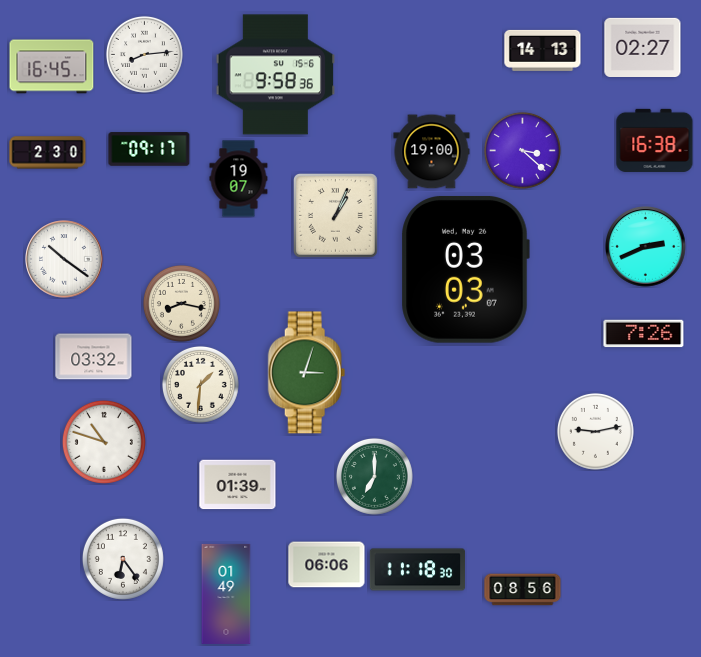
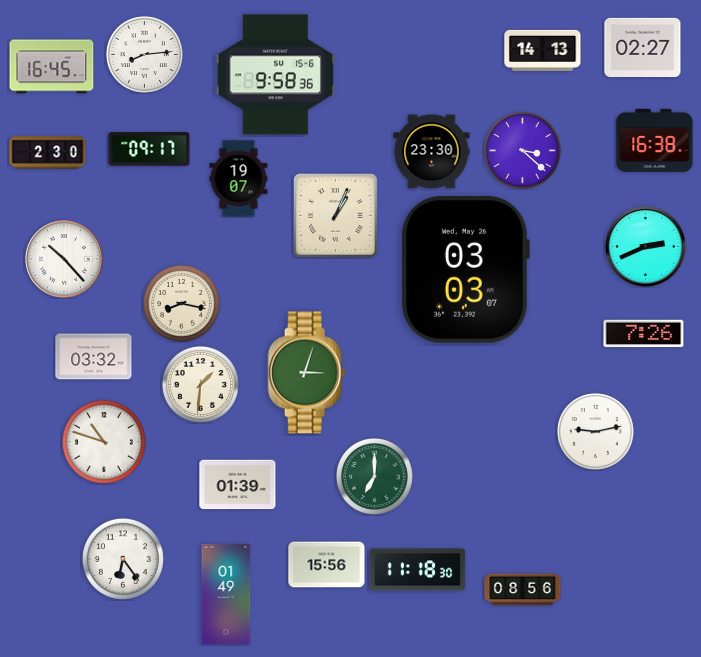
clock at (432, 152): 19:00 -> 23:30
clock at (64, 259): 10:21 -> 10:23
clock at (327, 565): 06:06 -> 15:56
